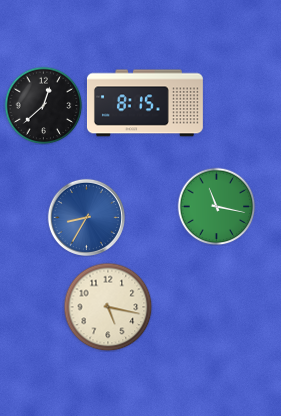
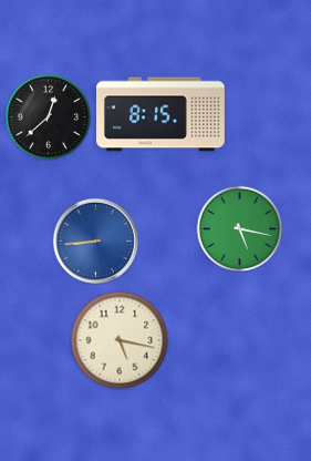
clock at (216, 206): 11:17 -> 5:17
clock at (86, 217): 8:35 -> 8:44
